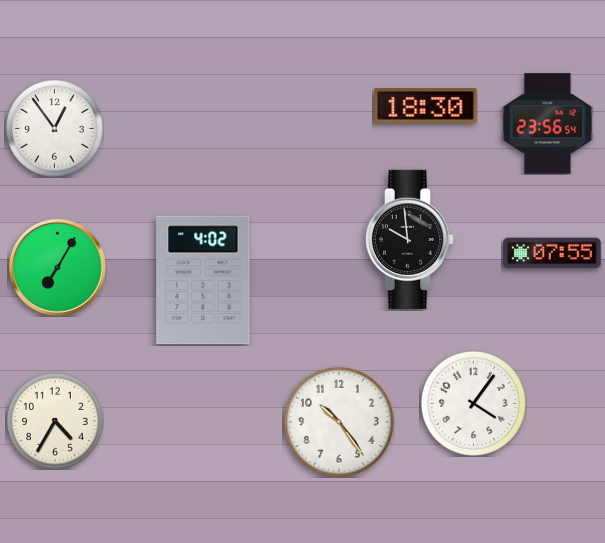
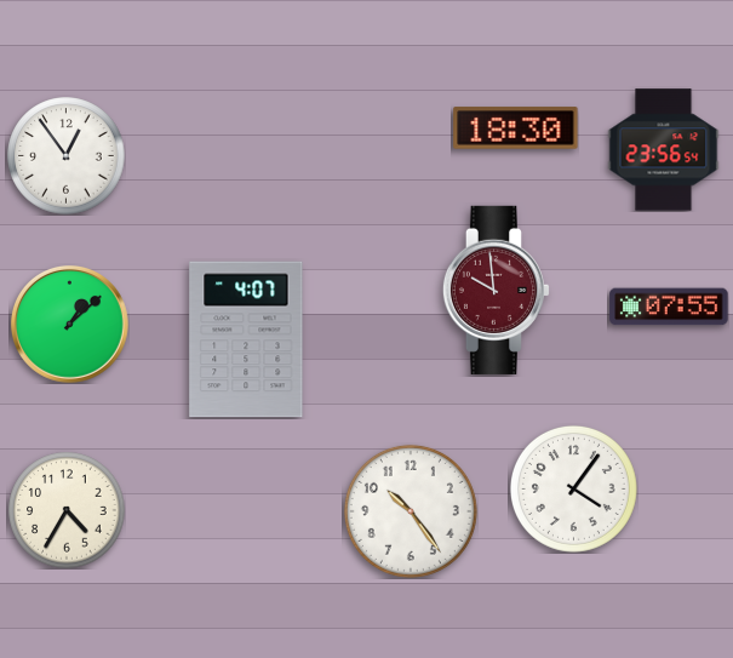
clock at (409, 239) dial: black -> burgundy
clock at (58, 268): 7:05 -> 1:08
clock at (203, 280): 4:02 -> 4:07
